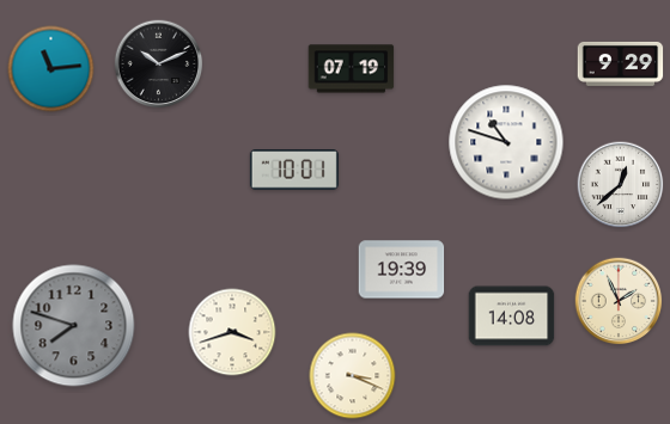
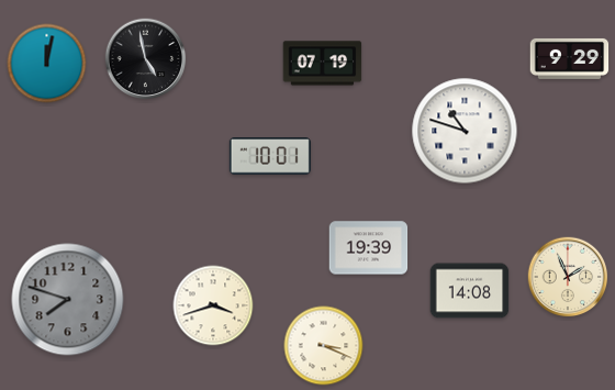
clock at (159, 64): 10:11 -> 4:58
clock at (51, 69): 11:14 -> 12:02
clock at (621, 185): 12:38 -> none
